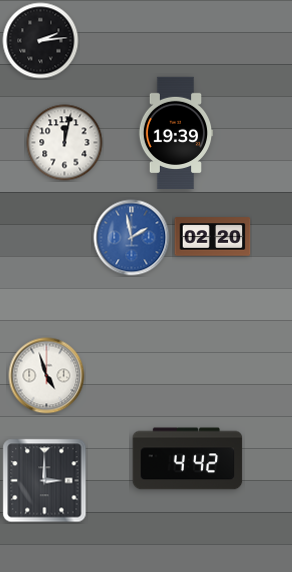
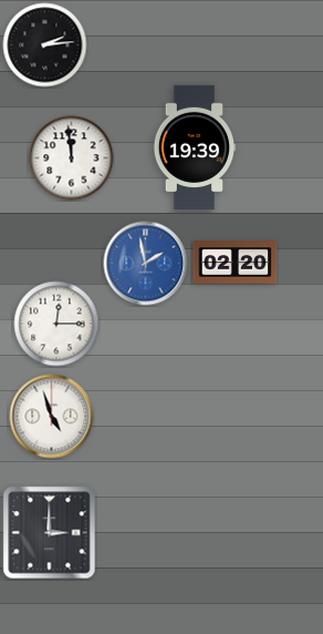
clock at (65, 143): 12:02 -> 11:59
clock at (56, 324): none -> 12:15
clock at (188, 459): 4:42 -> none
